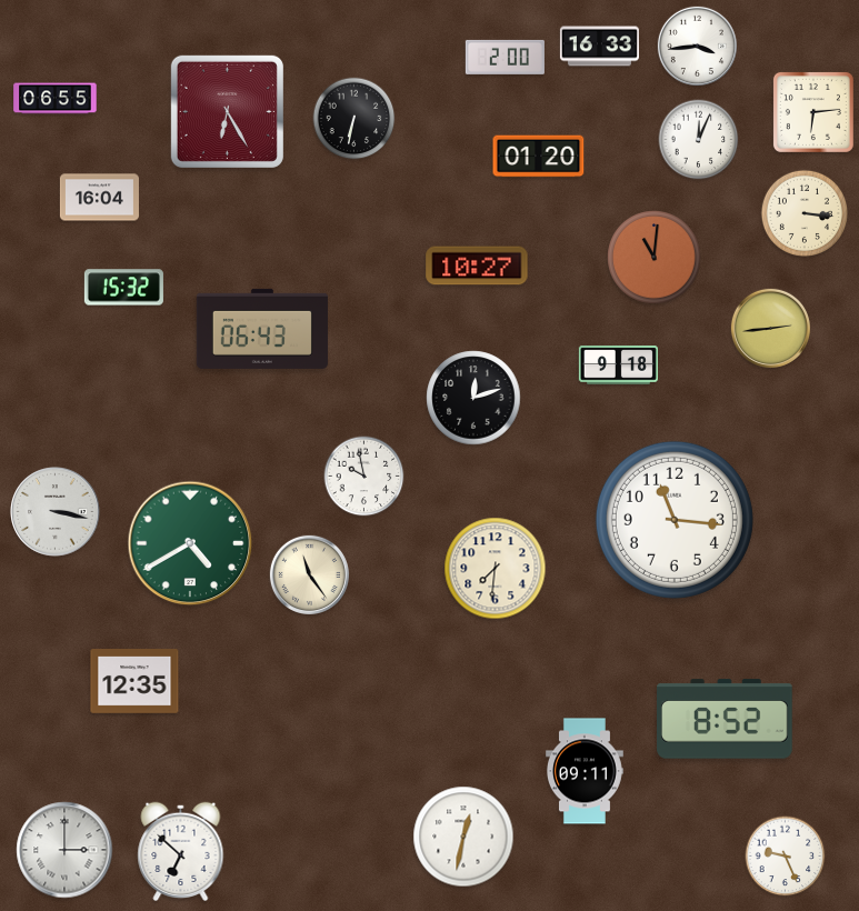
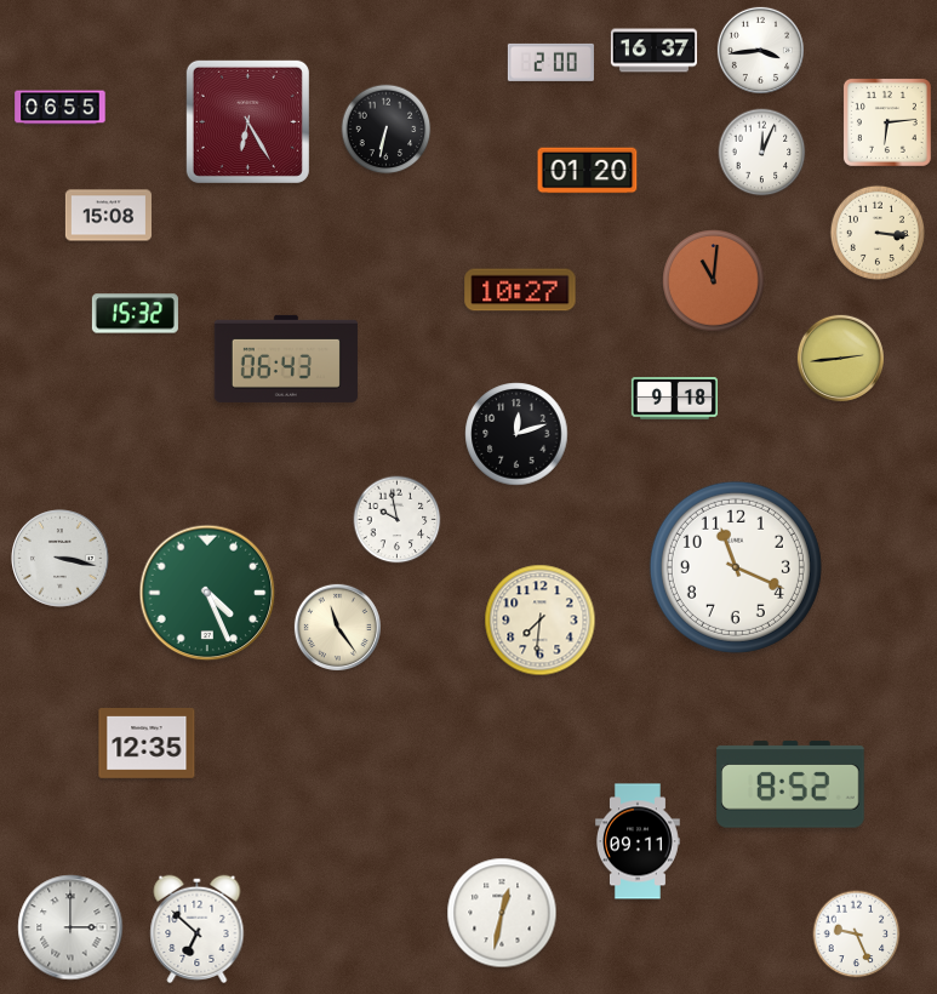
clock at (599, 47): 16:33 -> 16:37
clock at (99, 198): 16:04 -> 15:08
clock at (675, 520): 11:16 -> 11:19
clock at (190, 543): 4:40 -> 4:26
clock at (463, 837) position: (463, 837) -> (502, 913)
